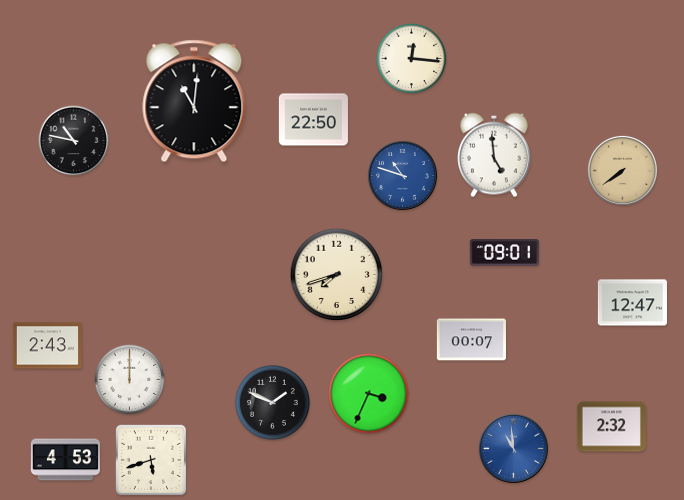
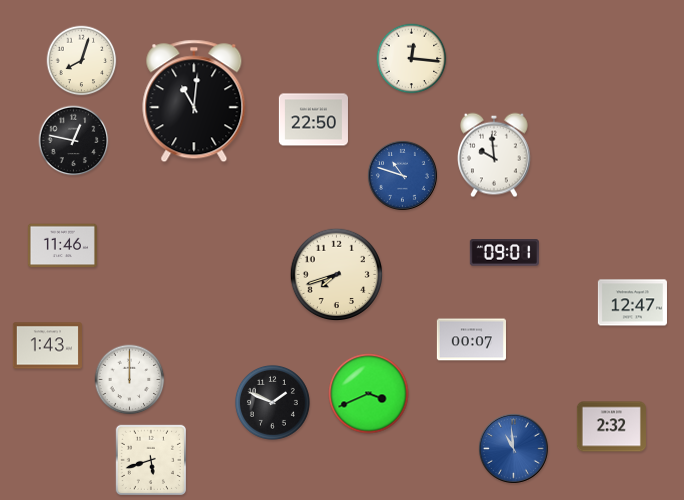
clock at (82, 61): none -> 8:03
clock at (74, 141): 10:47 -> 12:47
clock at (495, 155): 4:59 -> 9:59
clock at (622, 170): 7:39 -> none
clock at (62, 246): none -> 11:46
clock at (47, 346): 2:43 -> 1:43
clock at (369, 394): 3:34 -> 3:41
clock at (65, 460): 4:53 -> none
